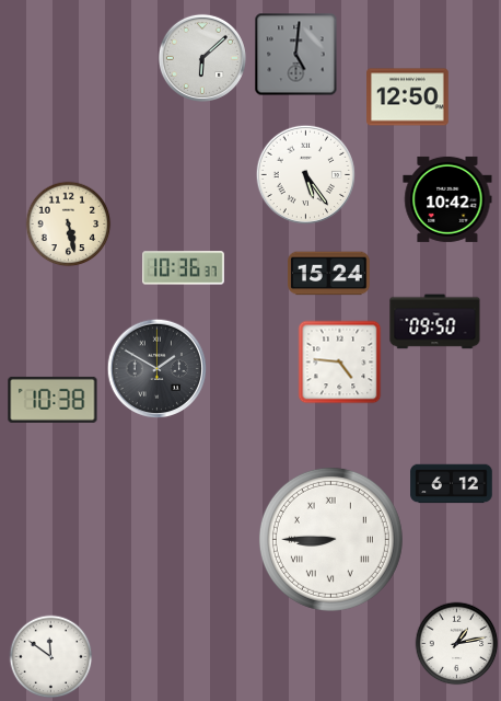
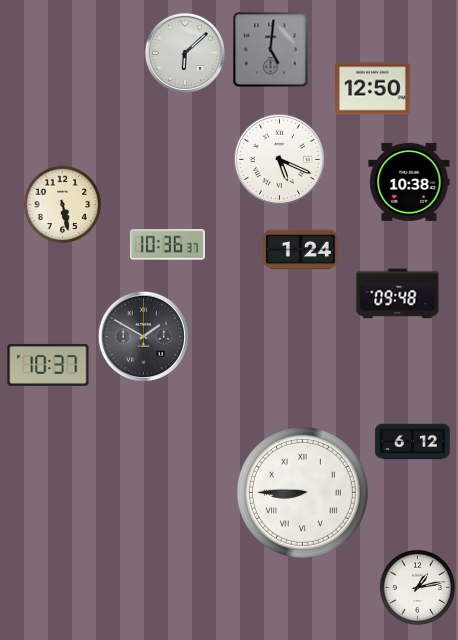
clock at (306, 175): 5:24 -> 5:19
clock at (447, 199): 10:42 -> 10:38
clock at (329, 274): 15:24 -> 1:24
clock at (435, 322): 09:50 -> 09:48
clock at (340, 363): 4:46 -> none
clock at (53, 400): 10:38 -> 10:37
clock at (51, 657): 11:51 -> none
